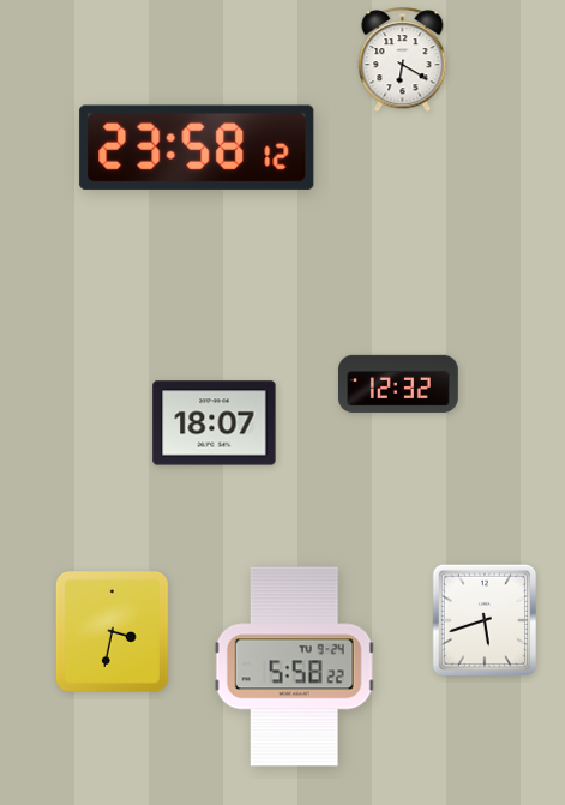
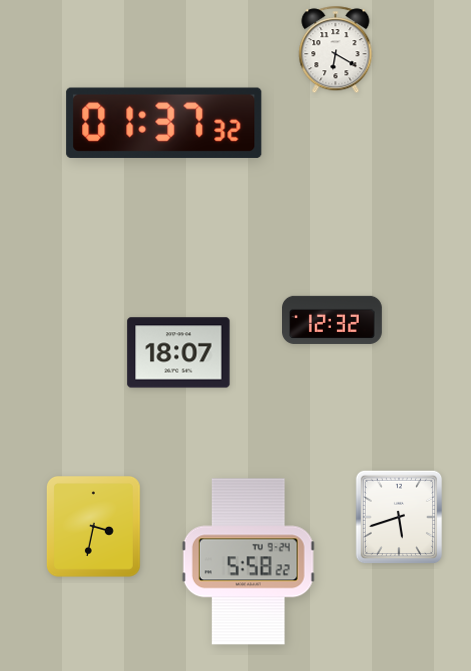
clock at (197, 148): 23:58 -> 01:37
clock at (485, 620) position: (485, 620) -> (399, 517)
clock at (294, 667) position: (294, 667) -> (248, 562)
